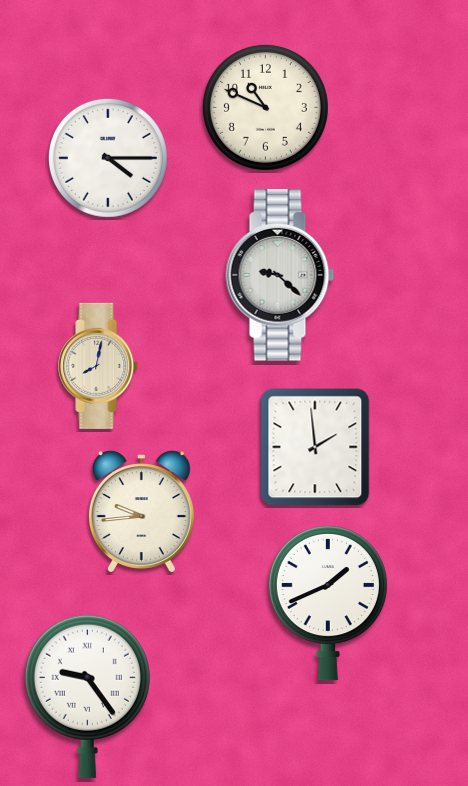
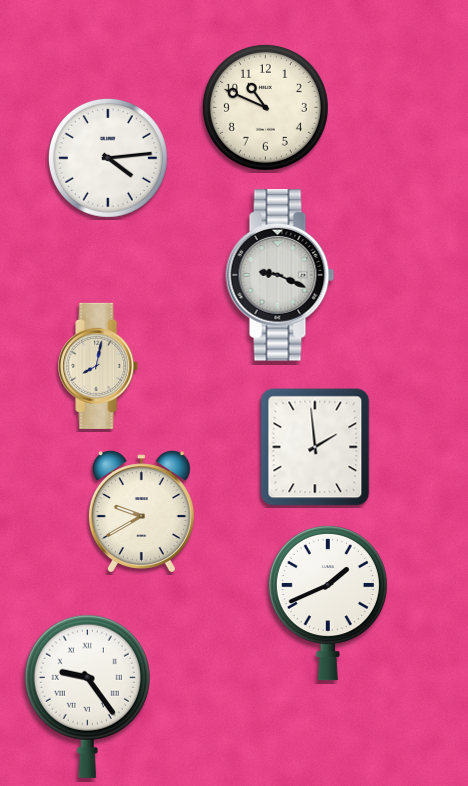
clock at (108, 158): 4:15 -> 4:14
clock at (280, 275): 9:22 -> 9:19
clock at (141, 512): 9:44 -> 9:40
